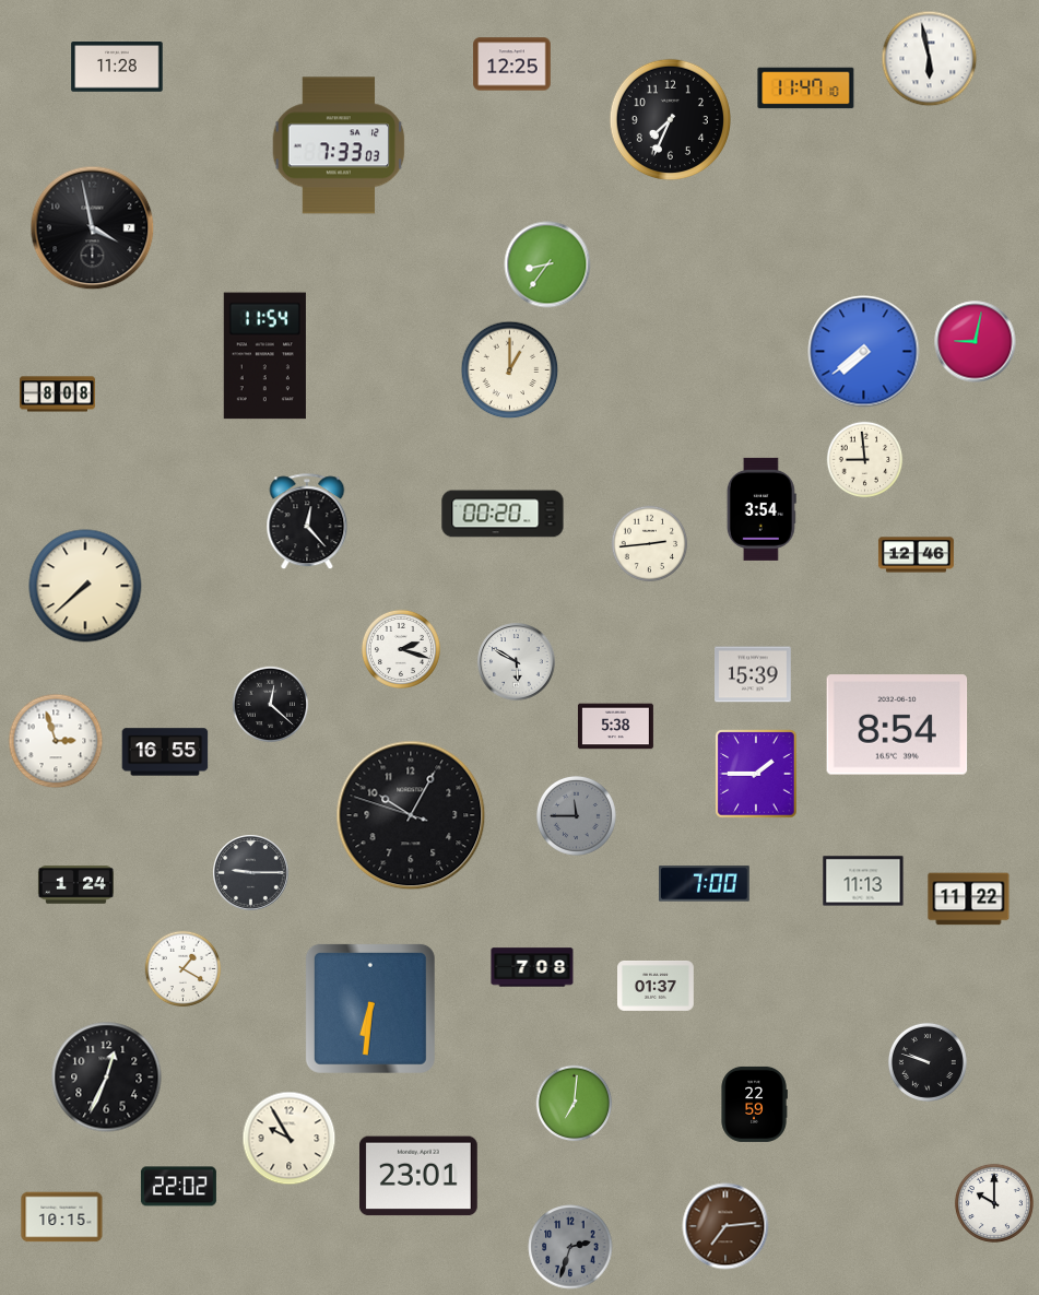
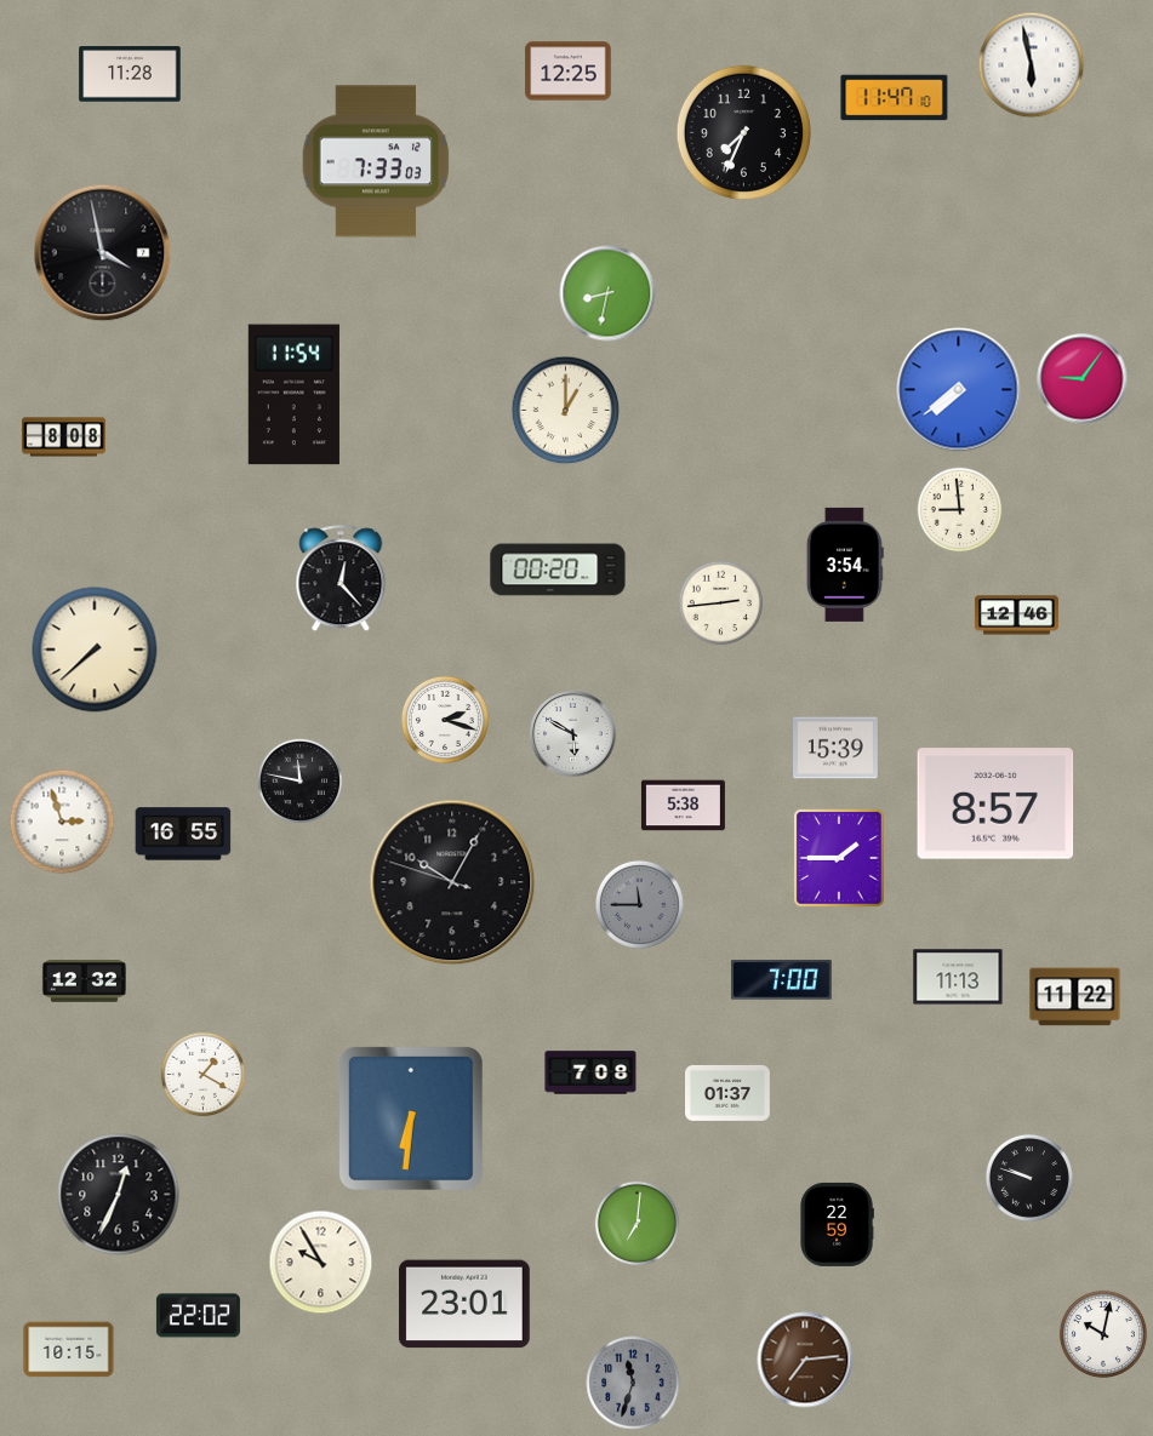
clock at (547, 264): 8:36 -> 8:32
clock at (976, 342): 9:02 -> 9:06
clock at (271, 705): 12:22 -> 11:47
clock at (897, 725): 8:54 -> 8:57
clock at (411, 815) position: (411, 815) -> (452, 882)
clock at (251, 873): 9:15 -> none
clock at (75, 885): 1:24 -> 12:32
clock at (994, 1203): 10:00 -> 10:02
clock at (570, 1247): 2:33 -> 11:33
